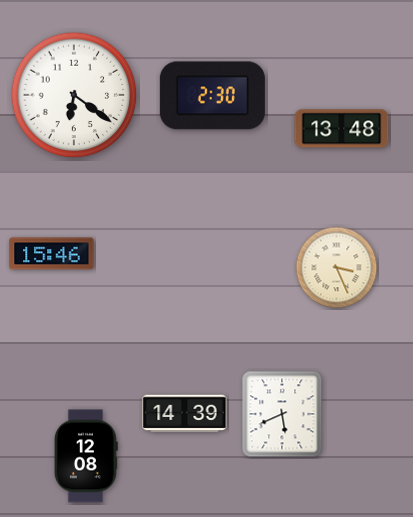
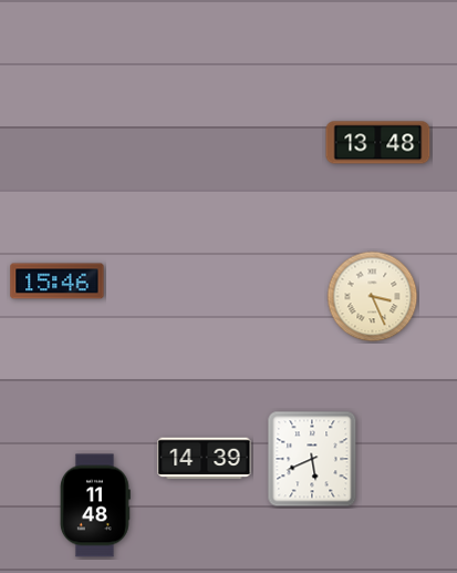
clock at (74, 95): 6:21 -> none
clock at (212, 96): 2:30 -> none
clock at (86, 456): 12:08 -> 11:48
